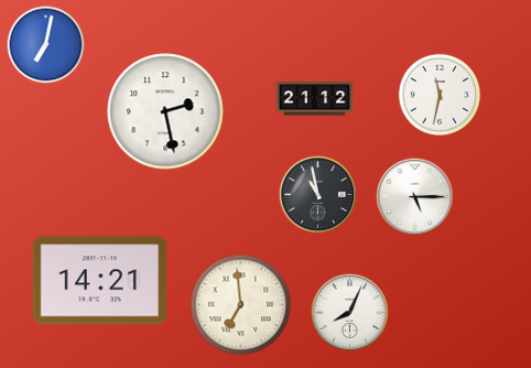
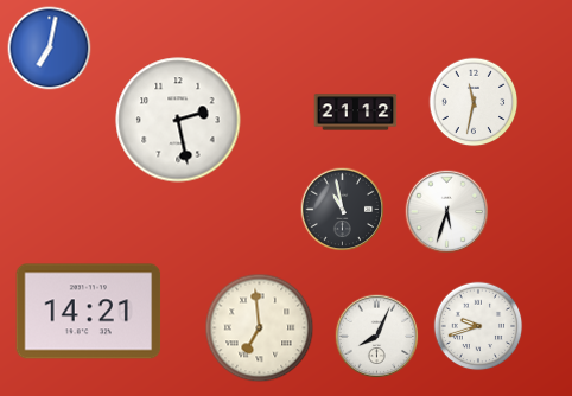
clock at (315, 99) position: (315, 99) -> (356, 113)
clock at (415, 197): 5:15 -> 5:33
clock at (100, 281) position: (100, 281) -> (89, 312)
clock at (478, 326): none -> 9:42
